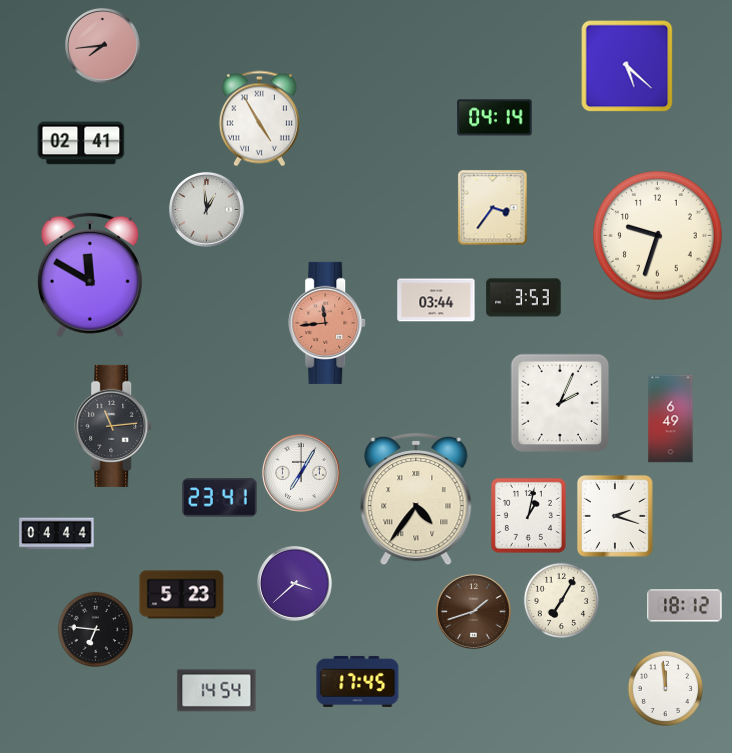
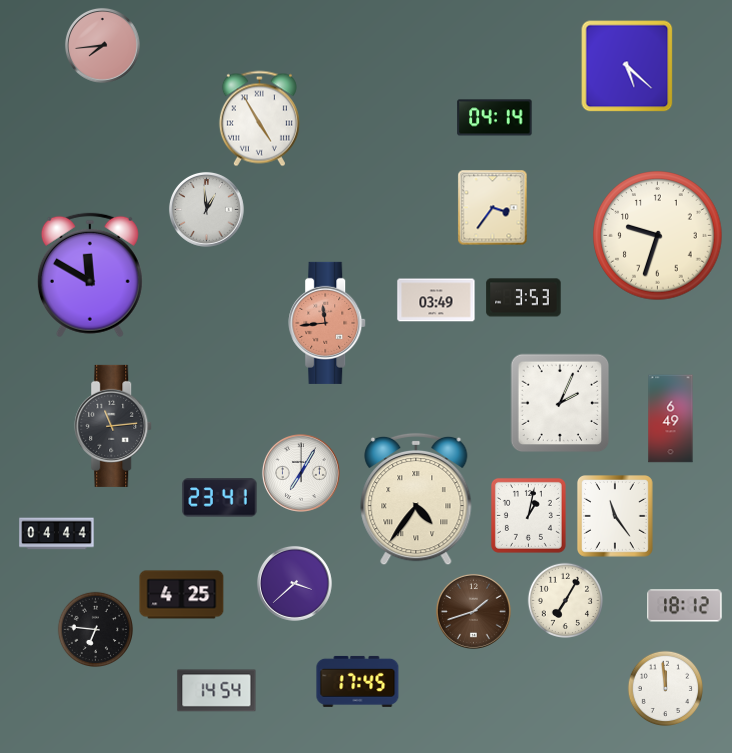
clock at (81, 143): 02:41 -> none
clock at (436, 300): 03:44 -> 03:49
clock at (616, 517): 2:18 -> 11:24
clock at (182, 595): 5:23 -> 4:25
clock at (562, 601) position: (562, 601) -> (566, 601)
